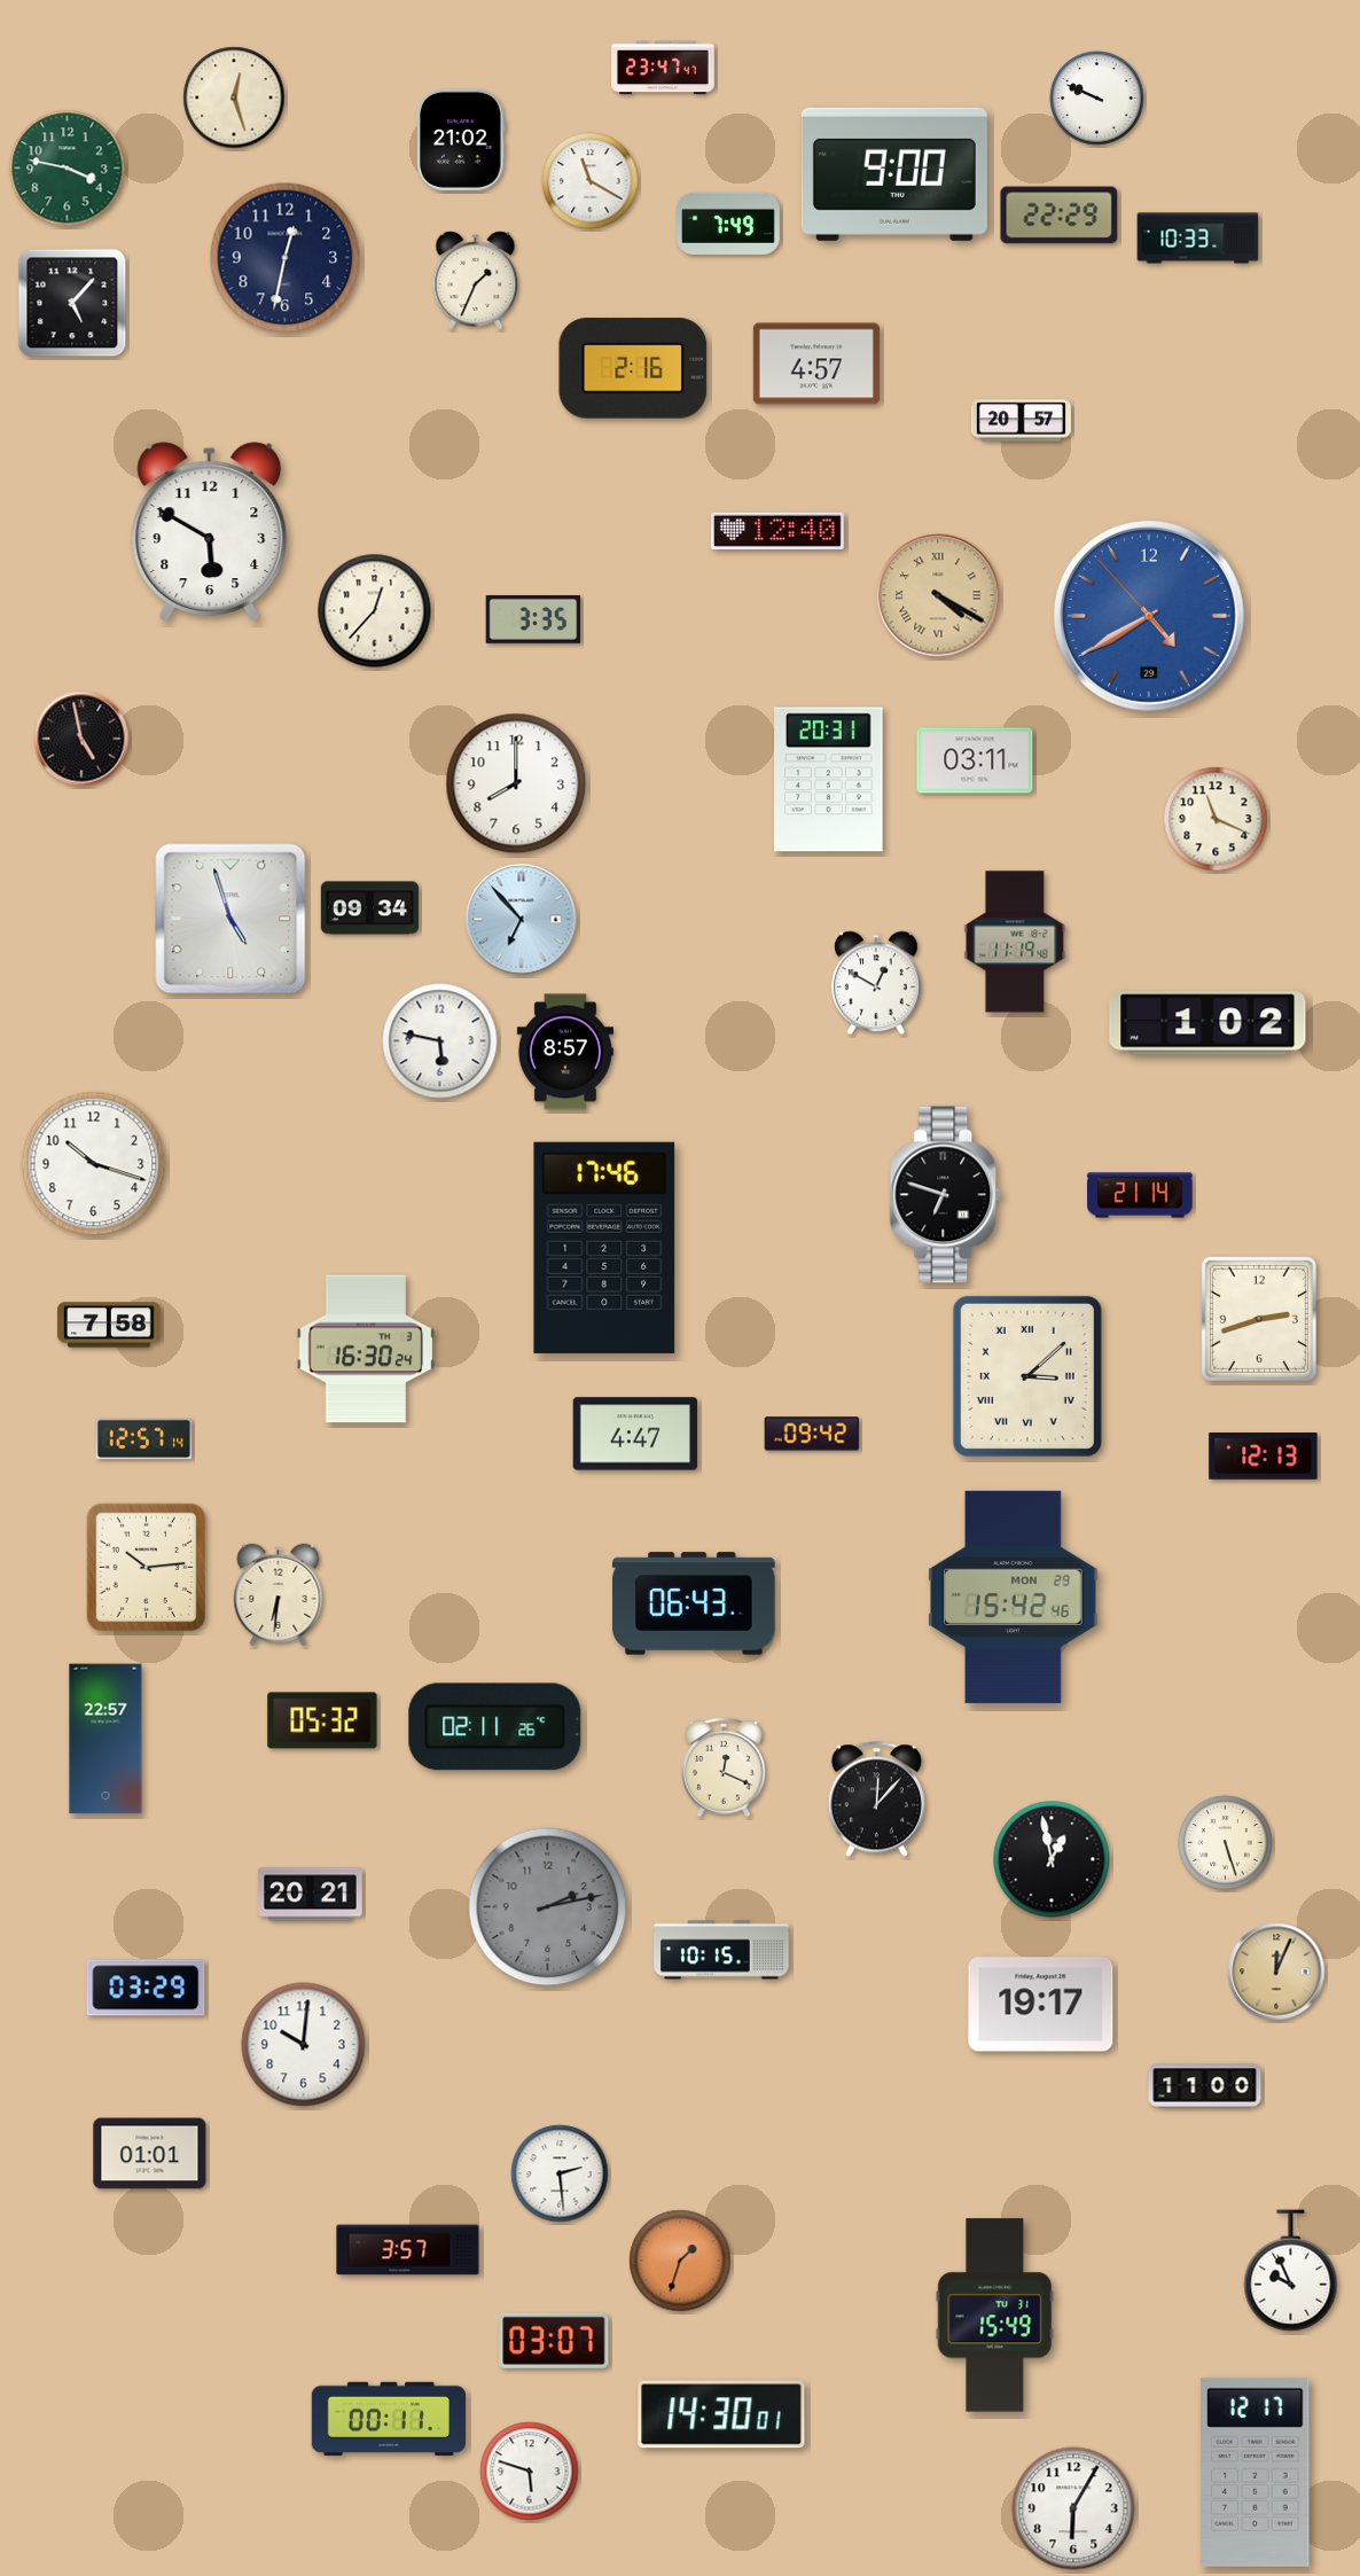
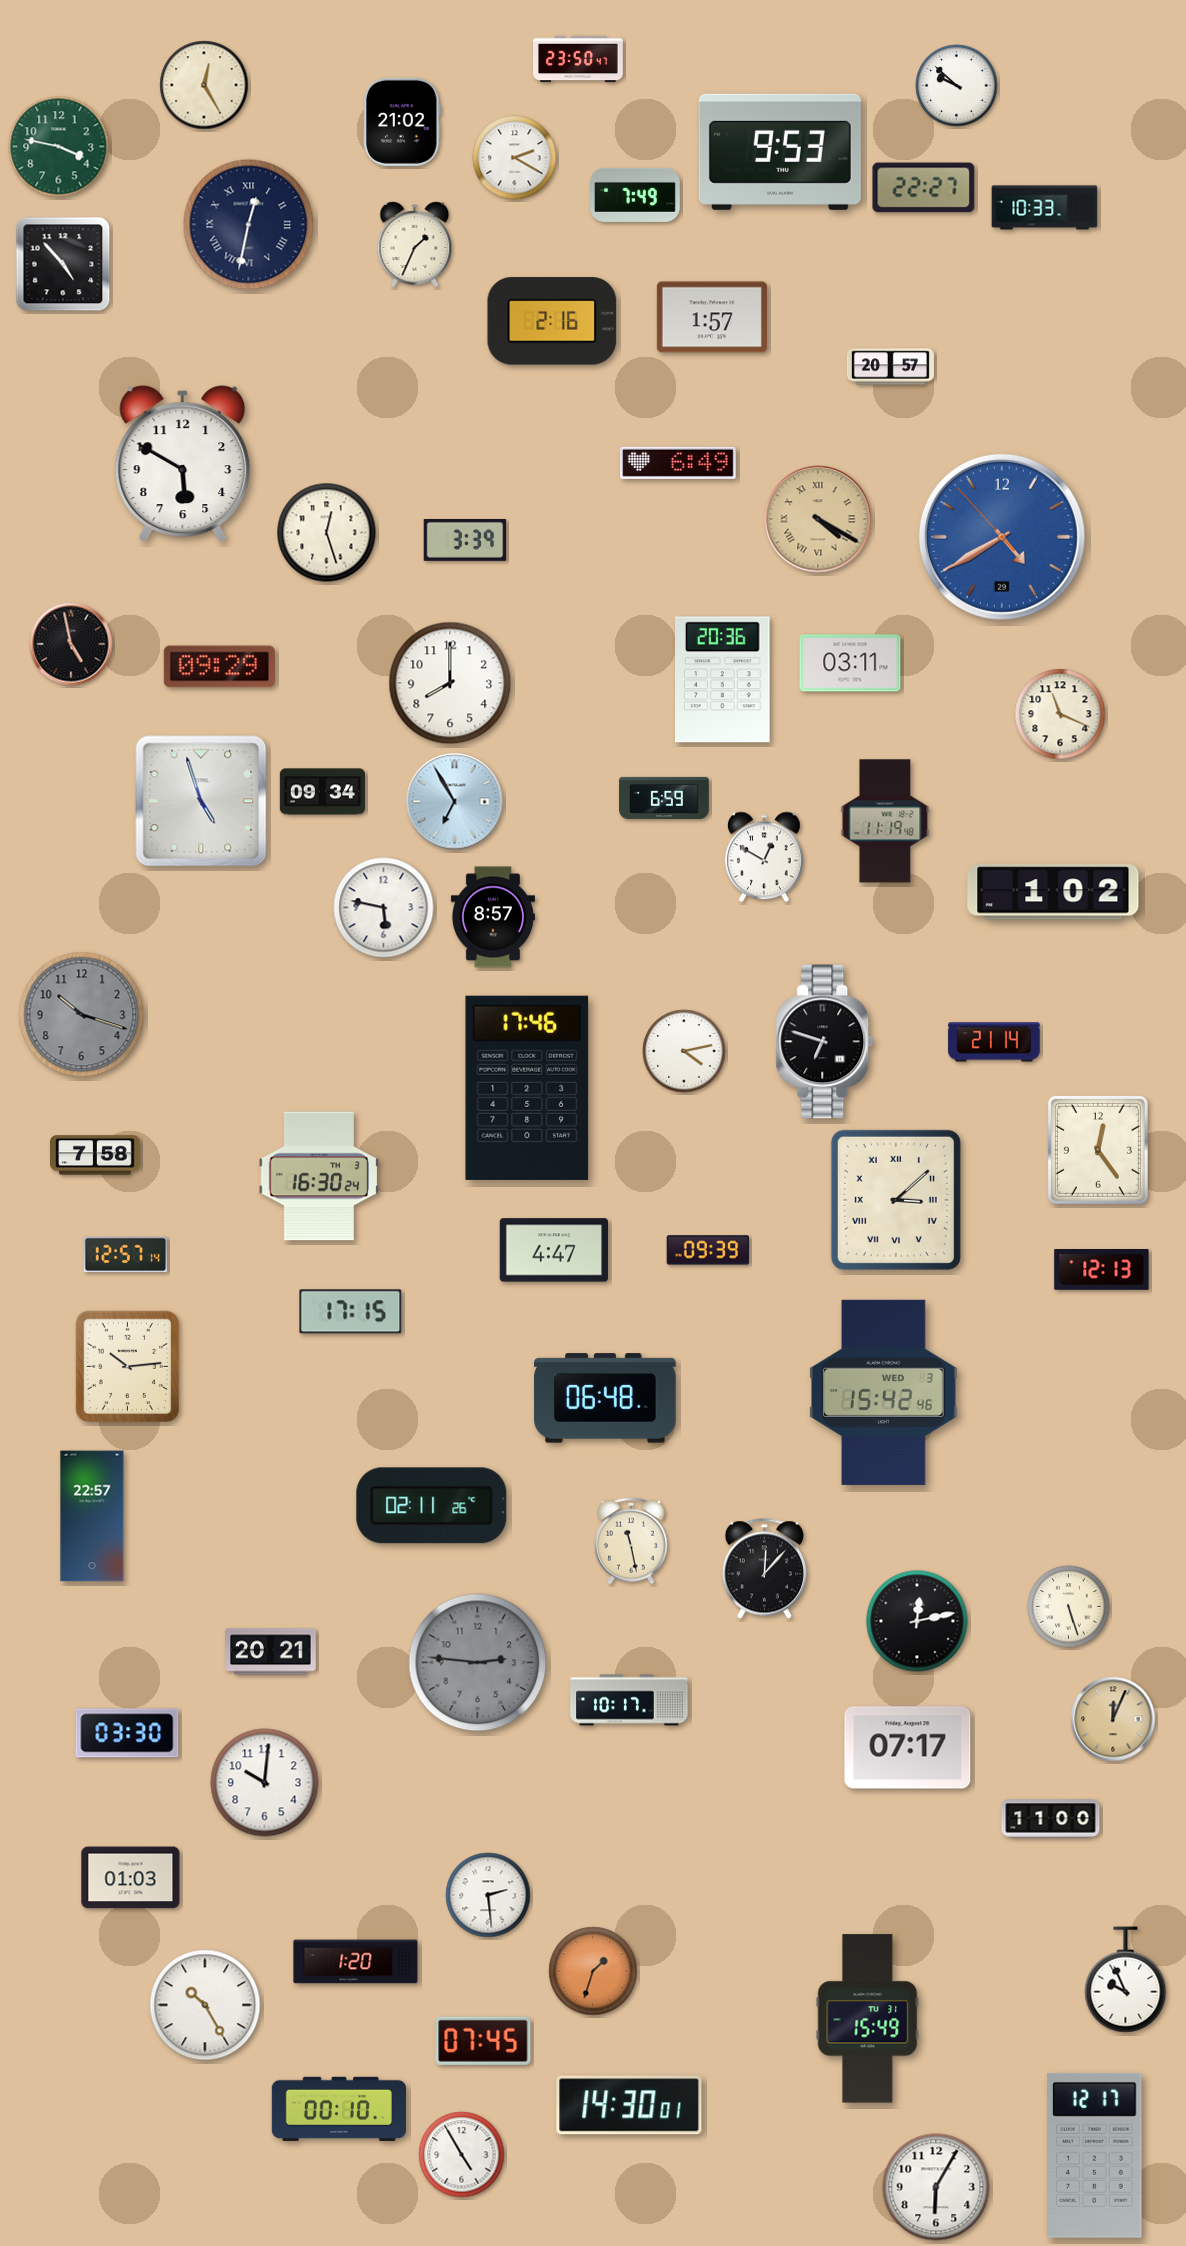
clock at (663, 68): 23:47 -> 23:50
clock at (234, 97): 12:27 -> 12:25
clock at (1097, 99): 9:49 -> 9:52
clock at (894, 174): 9:00 -> 9:53
clock at (591, 181): 11:20 -> 2:20
clock at (1060, 216): 22:29 -> 22:27
clock at (286, 258) numerals: Arabic -> Roman
clock at (72, 303): 5:07 -> 4:53
clock at (816, 364): 4:57 -> 1:57
clock at (777, 531): 12:40 -> 6:49
clock at (375, 611): 12:37 -> 12:27
clock at (533, 620): 3:35 -> 3:39
clock at (219, 667): none -> 09:29
clock at (829, 780): 20:31 -> 20:36
clock at (664, 798): none -> 6:59
clock at (522, 920): 6:53 -> 6:55
clock at (94, 1164) dial: white -> grey
clock at (684, 1051): none -> 4:13
clock at (1259, 1319): 2:42 -> 12:24
clock at (812, 1434): 09:42 -> 09:39
clock at (351, 1312): none -> 17:15
clock at (279, 1595): 6:31 -> none
clock at (1014, 1597) date: MON 29 -> WED 3
clock at (694, 1603): 06:43 -> 06:48
clock at (322, 1720): 05:32 -> none
clock at (725, 1767): 12:19 -> 11:28
clock at (1052, 1859): 12:58 -> 12:13
clock at (548, 1907): 2:13 -> 2:46
clock at (721, 1950): 10:15 -> 10:17
clock at (146, 1988): 03:29 -> 03:30
clock at (1041, 2005): 19:17 -> 07:17
clock at (150, 2154): 01:01 -> 01:03
clock at (408, 2250): 3:57 -> 1:20
clock at (205, 2005): none -> 10:25
clock at (554, 2341): 03:07 -> 07:45
clock at (388, 2419): 00:11 -> 00:10
clock at (530, 2472): 5:48 -> 4:55
